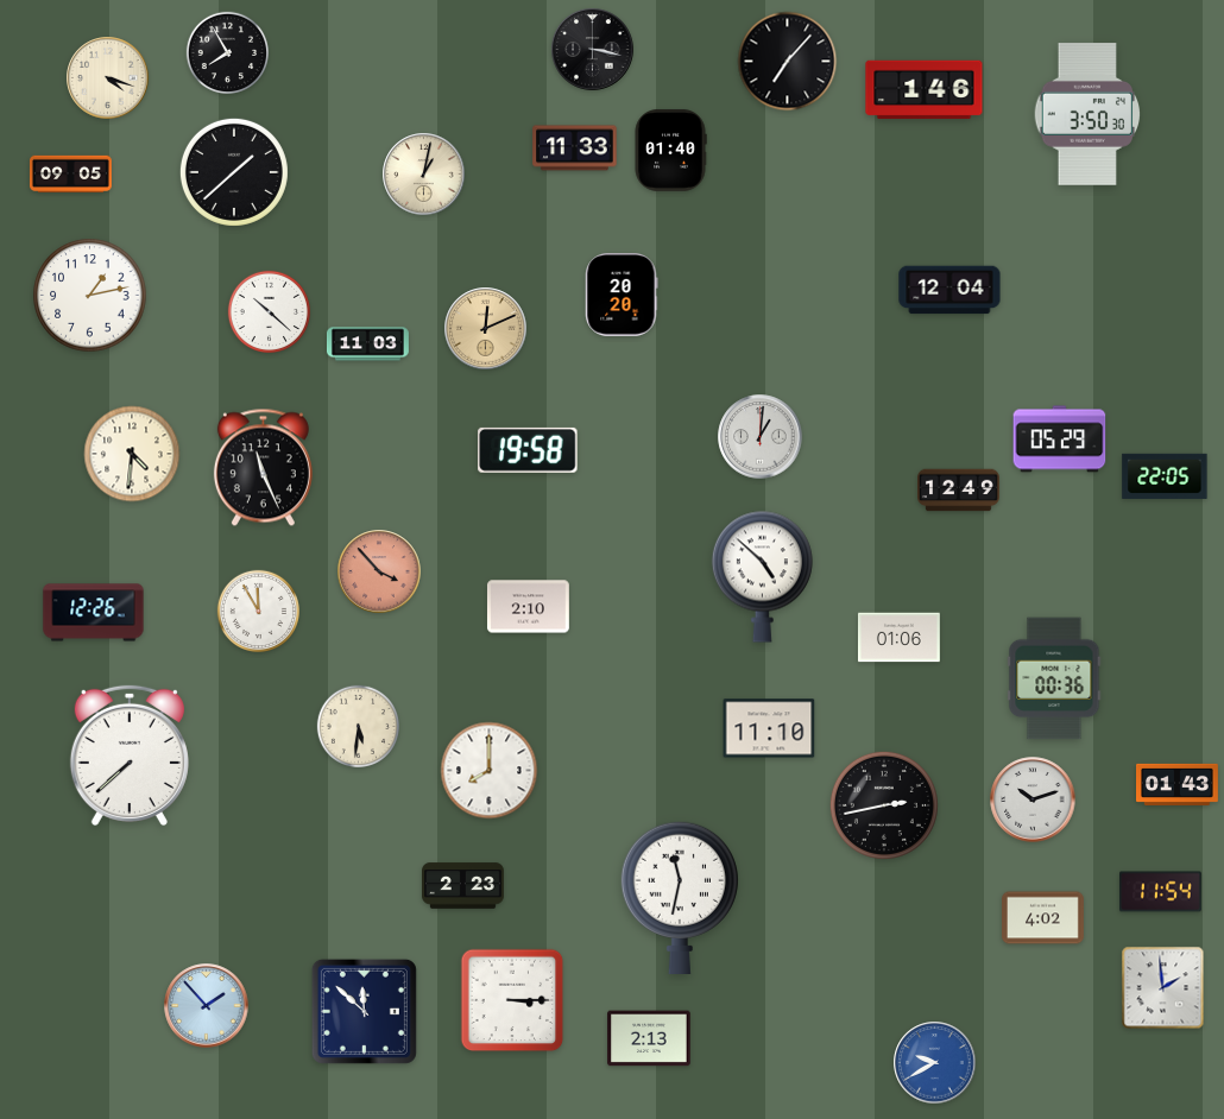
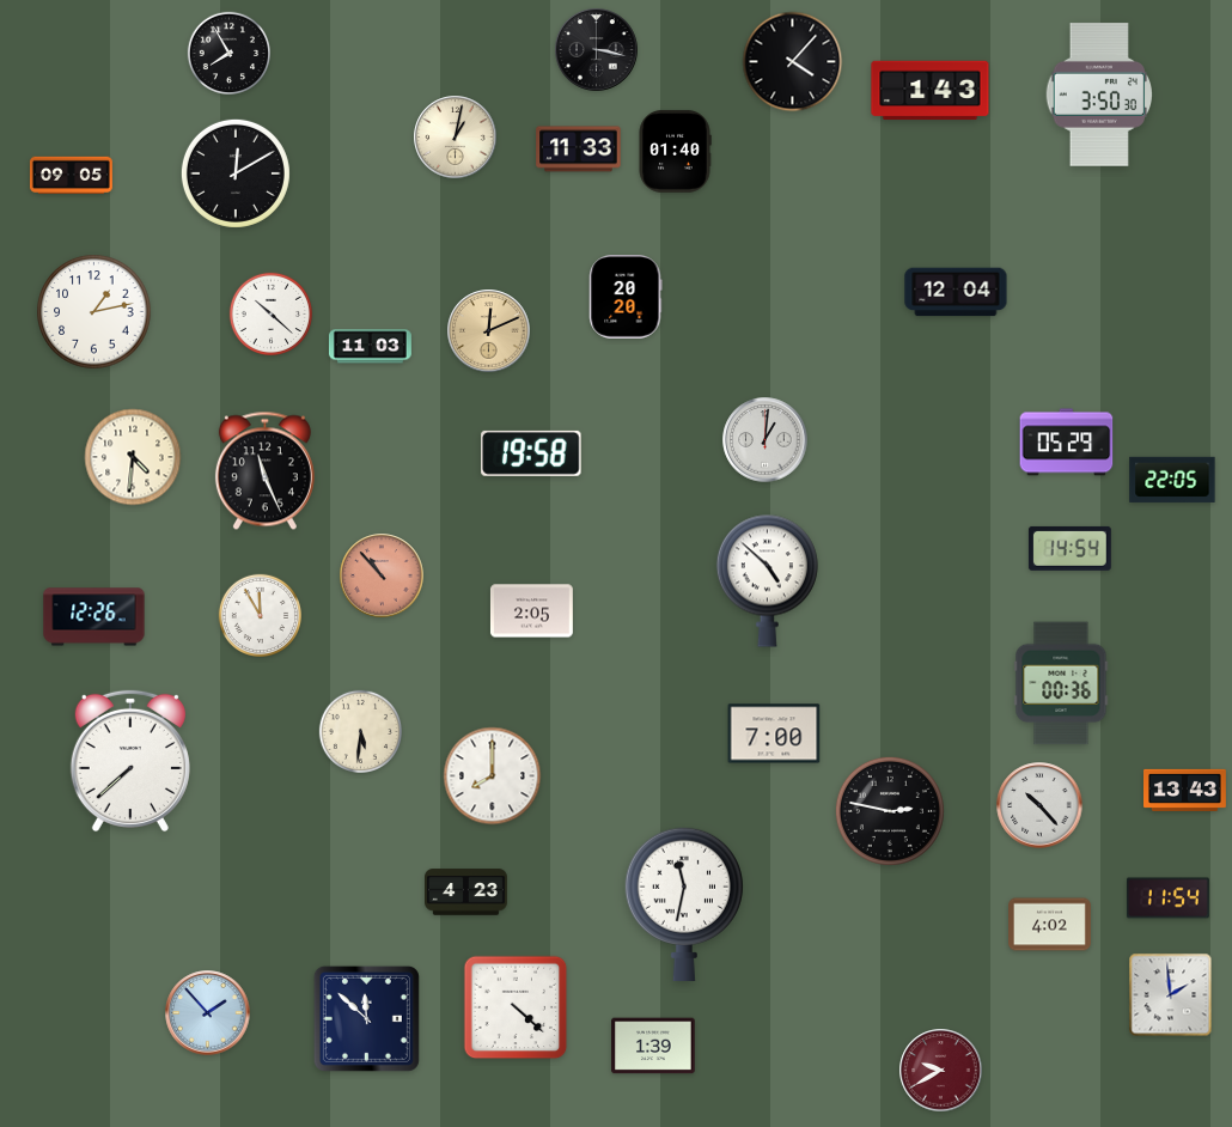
clock at (788, 62): 7:07 -> 4:07
clock at (108, 78): 4:18 -> none
clock at (925, 90): 1:46 -> 1:43
clock at (1087, 114) position: (1087, 114) -> (1099, 95)
clock at (234, 172): 1:38 -> 12:10
clock at (424, 175) position: (424, 175) -> (456, 138)
clock at (90, 296) position: (90, 296) -> (94, 312)
clock at (959, 491): 12:49 -> none
clock at (1069, 548): none -> 14:54
clock at (379, 571): 3:53 -> 10:53
clock at (528, 607): 2:10 -> 2:05
clock at (898, 638): 01:06 -> none
clock at (769, 728): 11:10 -> 7:00
clock at (1178, 784): 01:43 -> 13:43
clock at (1033, 799): 10:12 -> 10:23
clock at (884, 805): 2:43 -> 2:47
clock at (463, 886): 2:23 -> 4:23
clock at (512, 1000): 3:15 -> 4:22
clock at (649, 1038): 2:13 -> 1:39
clock at (935, 1063) dial: blue -> burgundy
